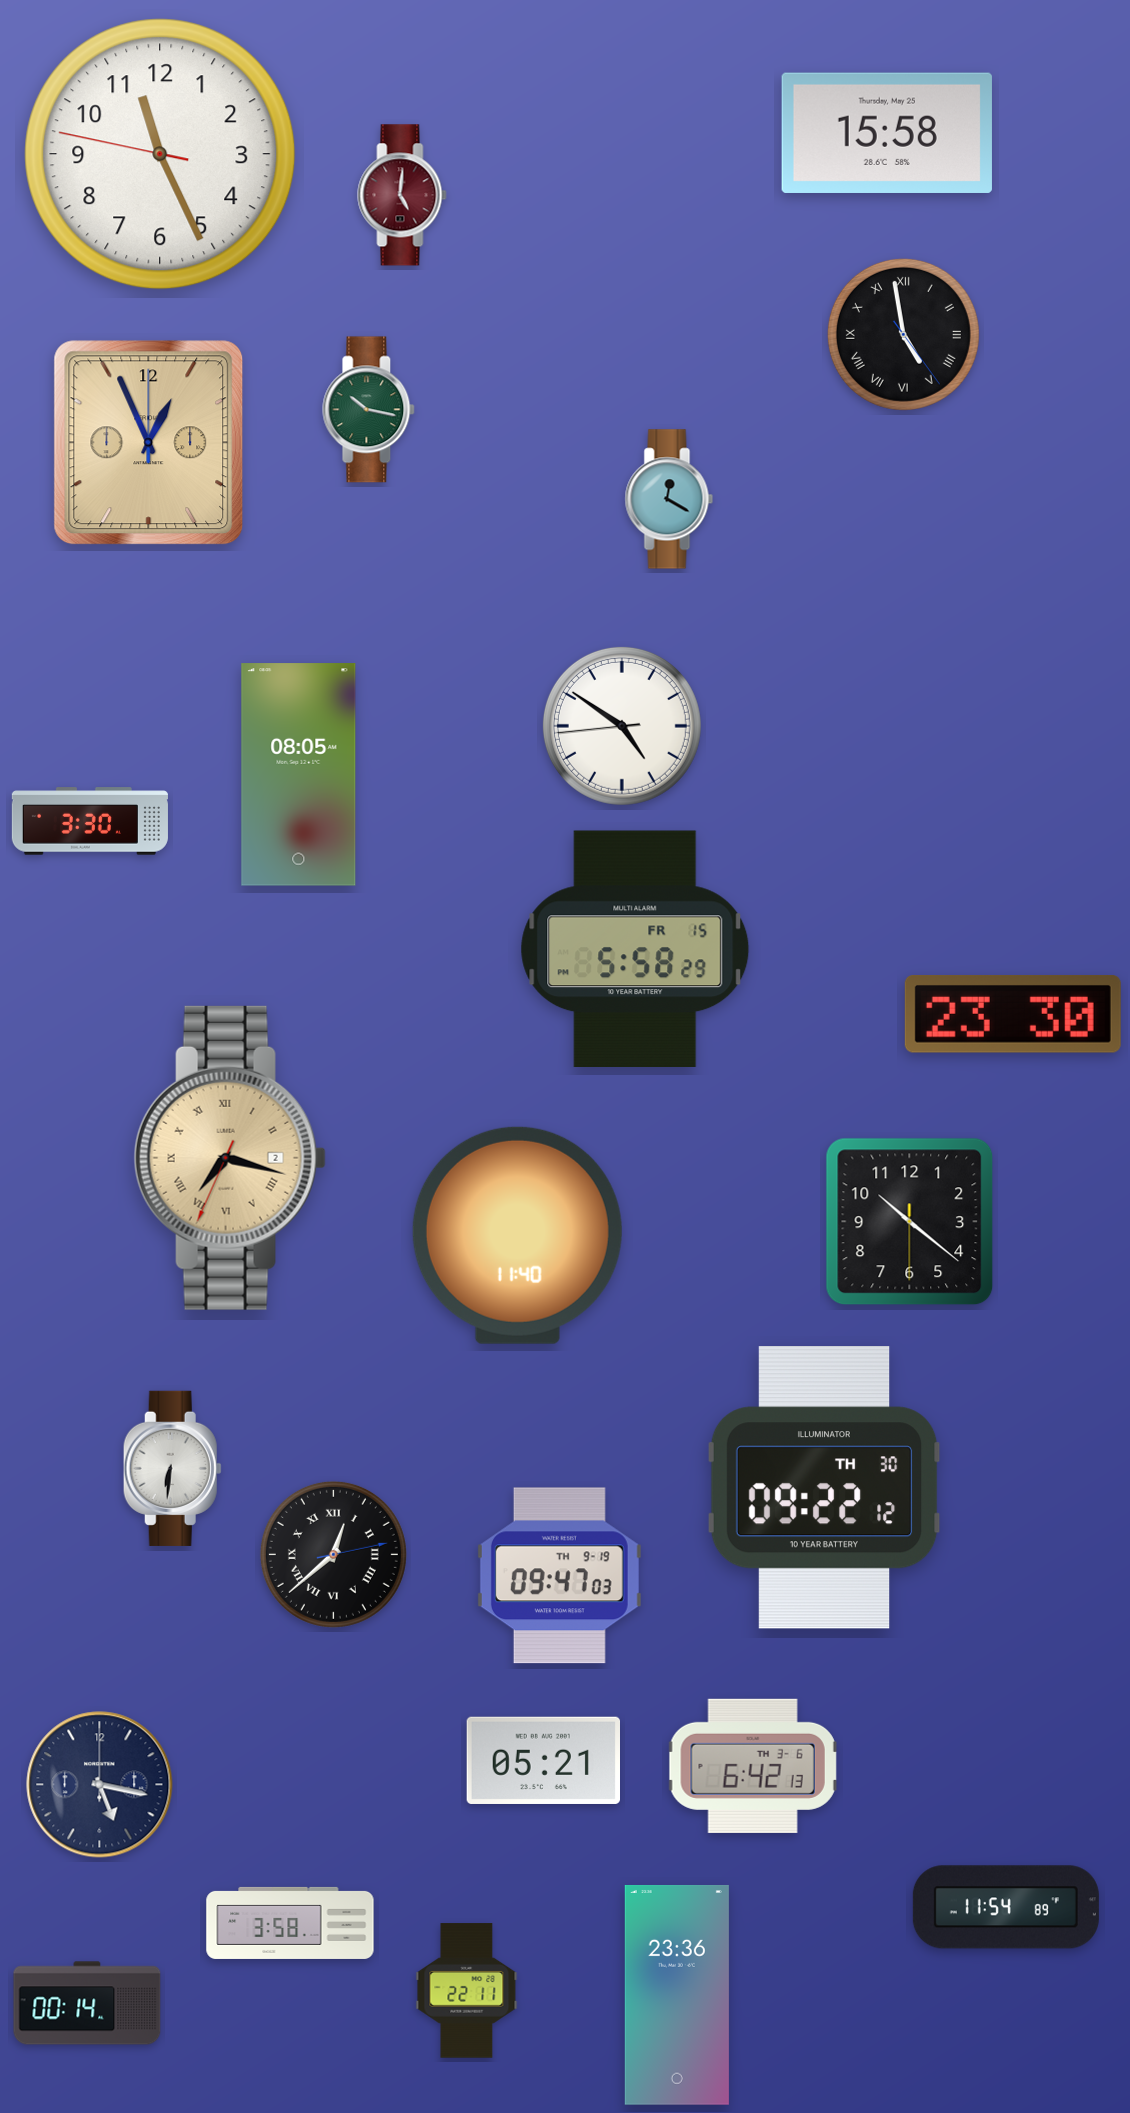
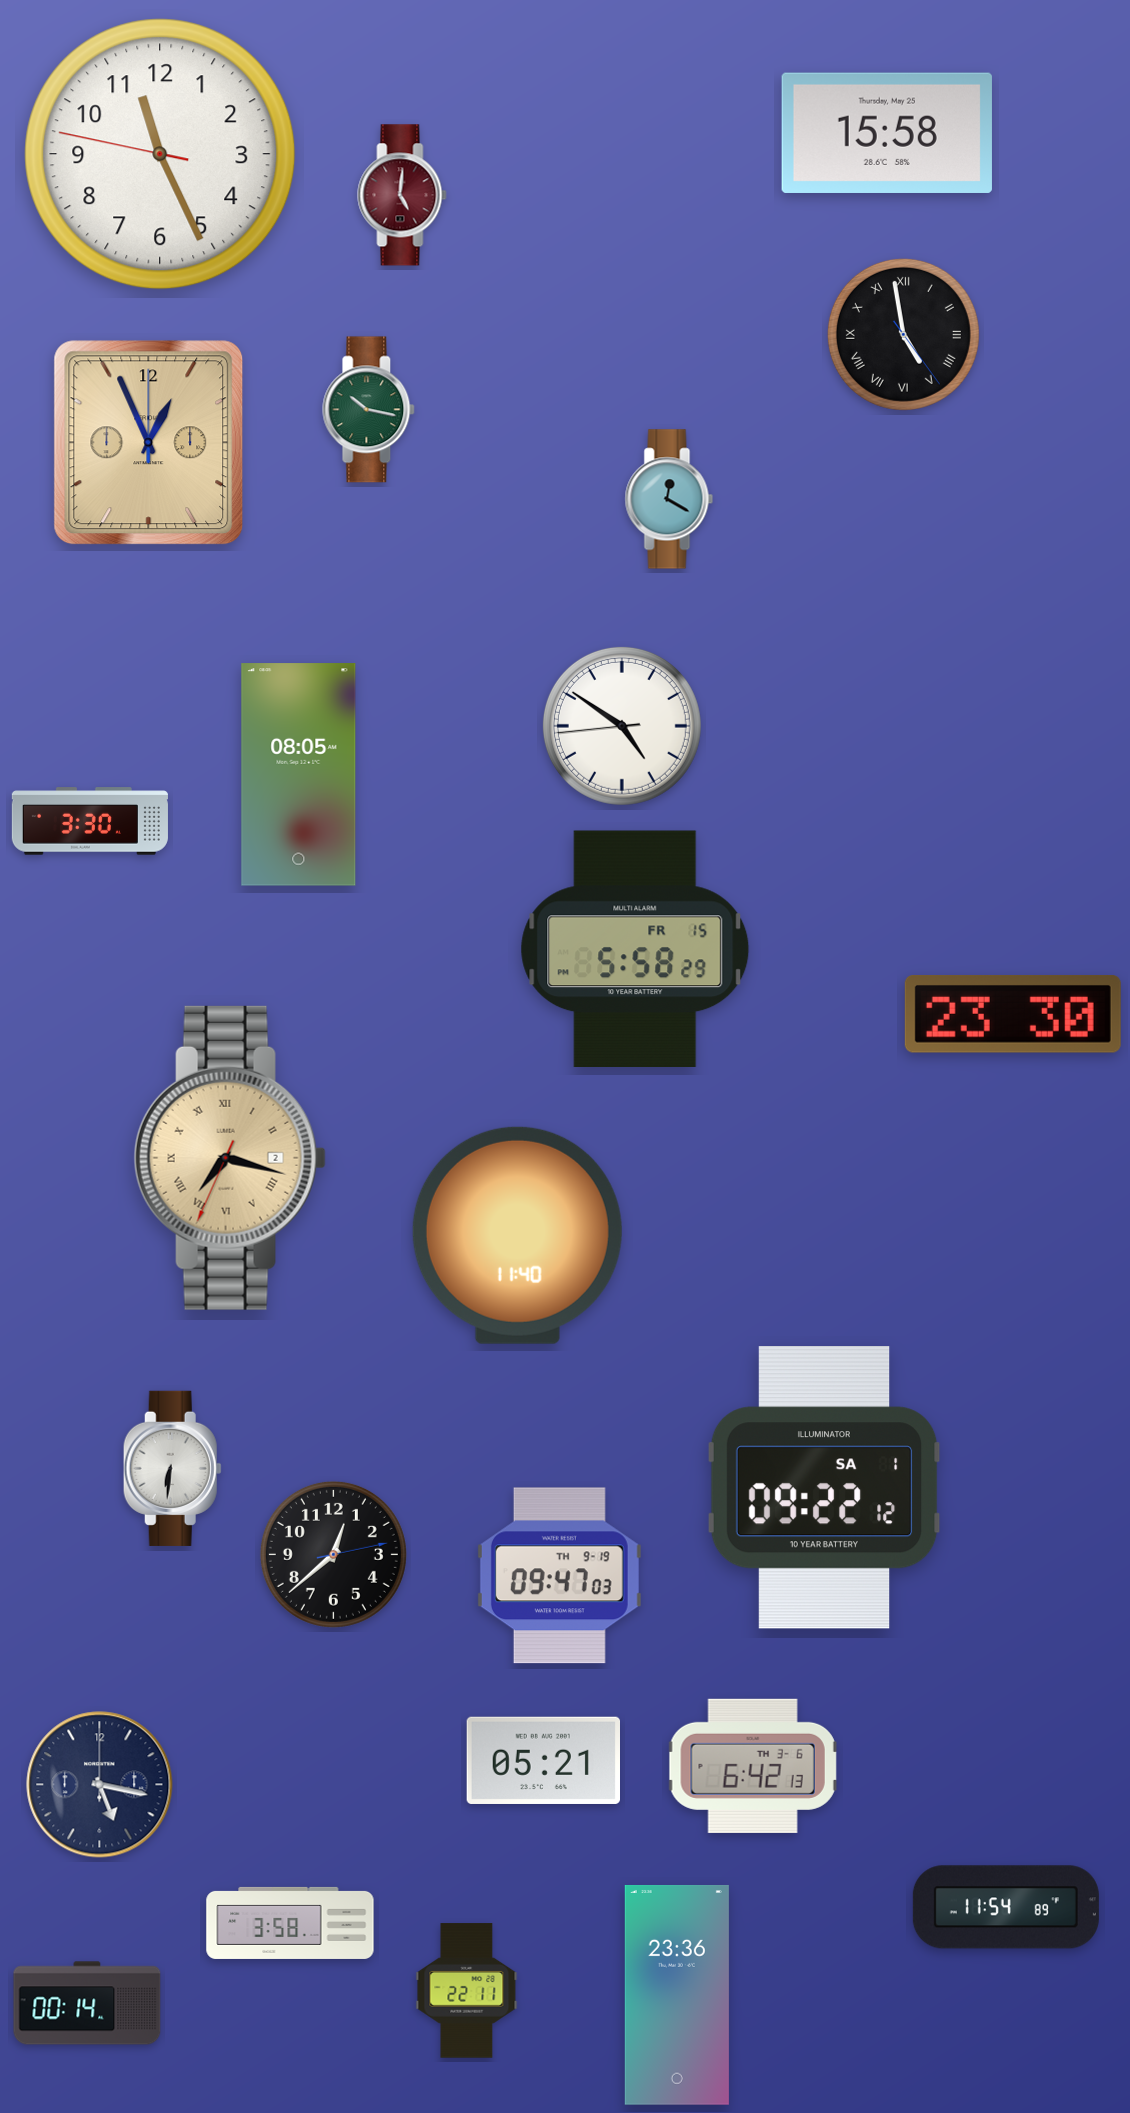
clock at (910, 1222): 10:21 -> none
clock at (824, 1488) date: TH 30 -> SA 1
clock at (333, 1554) numerals: Roman -> Arabic
